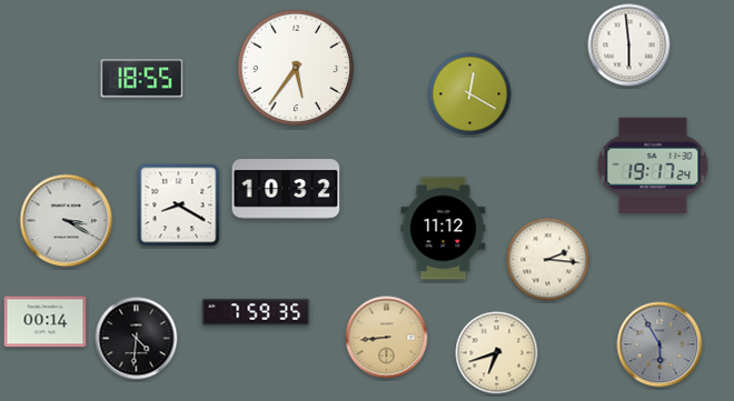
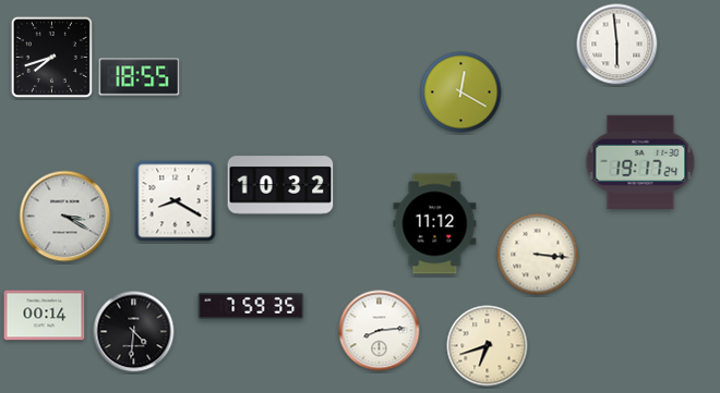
clock at (51, 57): none -> 7:42
clock at (296, 68): 5:36 -> none
clock at (548, 260): 2:16 -> 3:16
clock at (387, 338): 8:44 -> 8:14
clock at (387, 338) dial: champagne -> white
clock at (659, 344): 5:55 -> none
